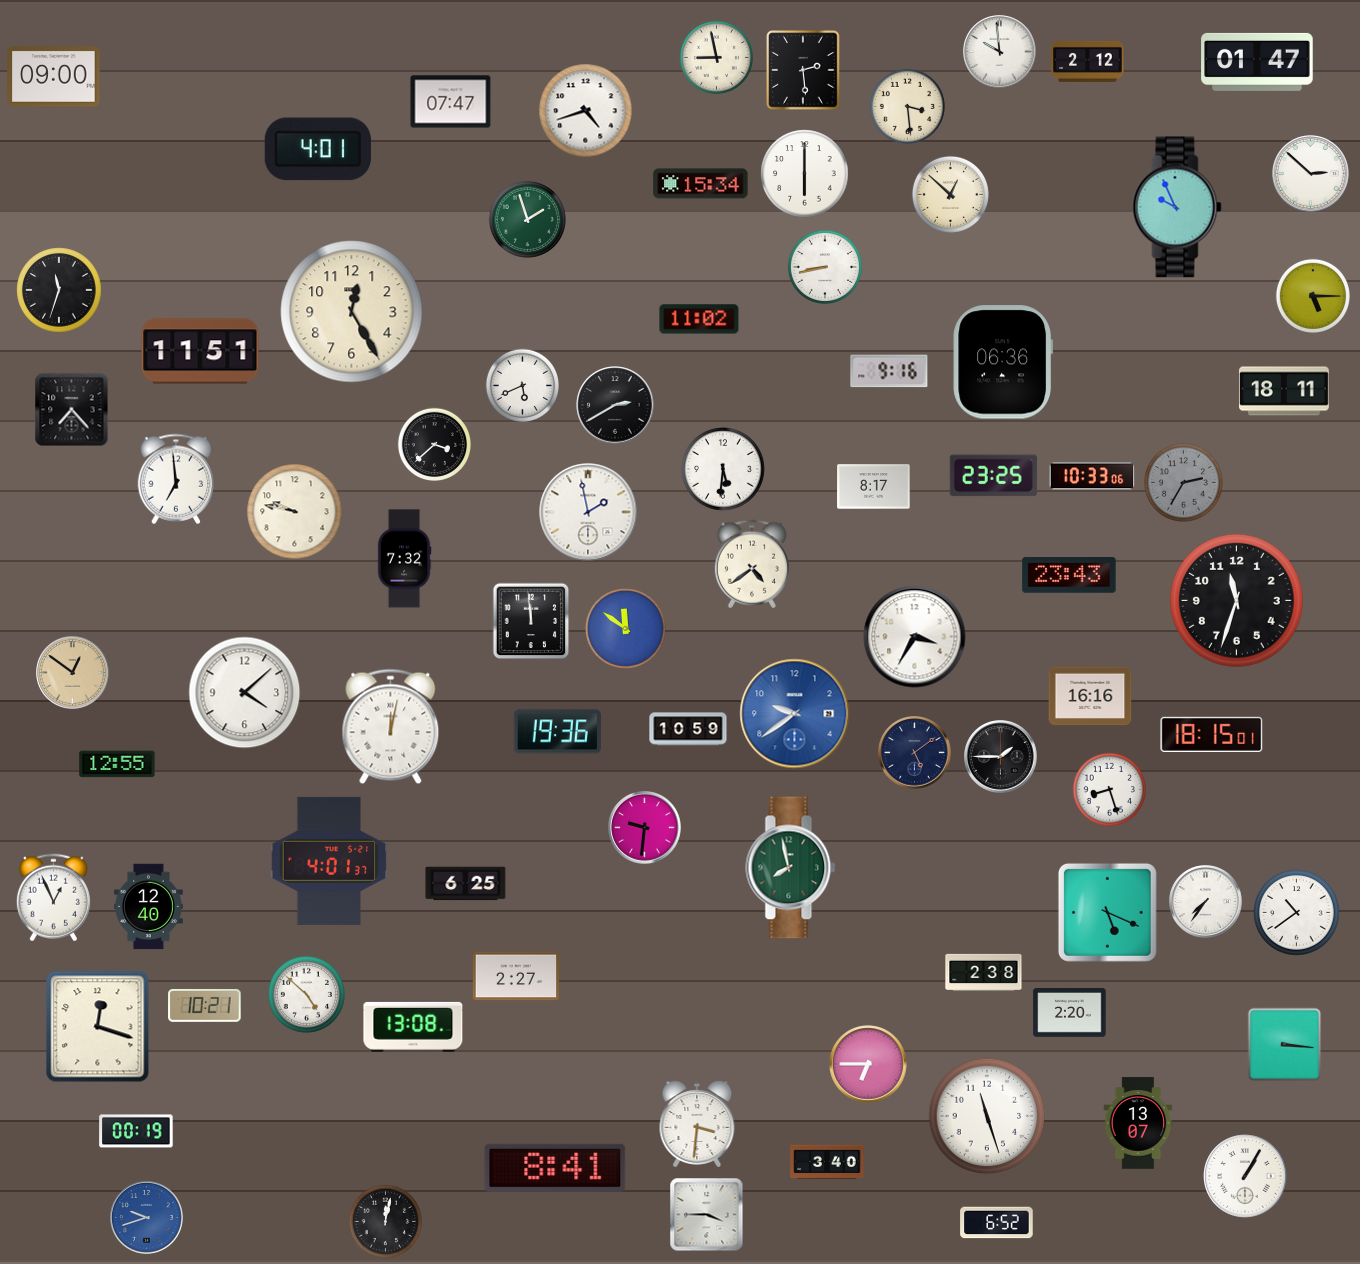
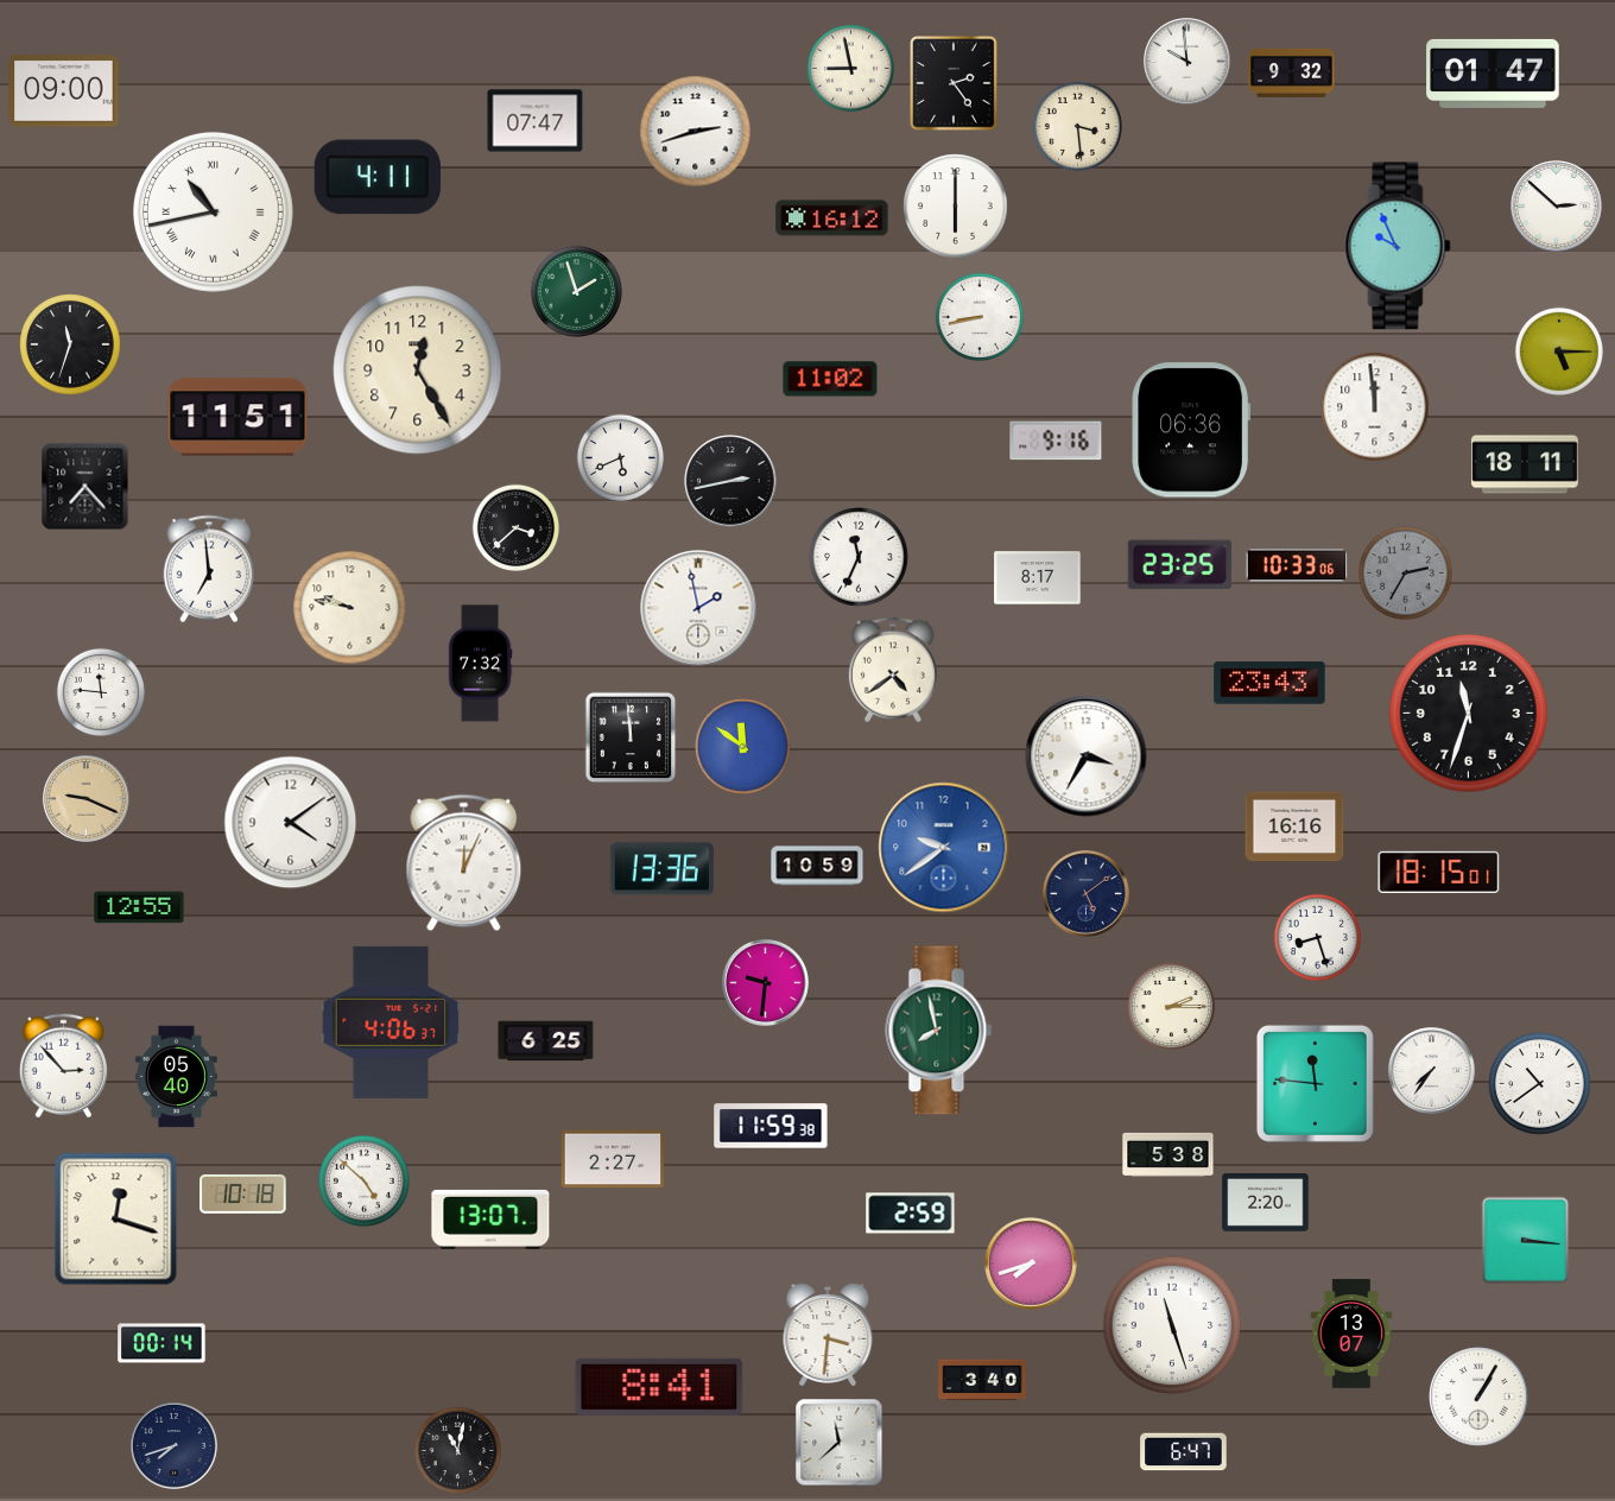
clock at (1088, 61): 2:12 -> 9:32
clock at (803, 70): 2:29 -> 2:24
clock at (586, 111): 4:42 -> 2:42
clock at (318, 149): 4:01 -> 4:11
clock at (214, 213): none -> 10:43
clock at (701, 184): 15:34 -> 16:12
clock at (950, 194): 12:52 -> none
clock at (527, 219) position: (527, 219) -> (576, 291)
clock at (1375, 407): none -> 11:59
clock at (615, 405): 2:40 -> 2:43
clock at (723, 469): 5:31 -> 11:34
clock at (101, 692): none -> 11:46
clock at (73, 673): 12:51 -> 9:19
clock at (245, 693): 4:08 -> 4:09
clock at (391, 727): 12:02 -> 12:04
clock at (557, 732): 19:36 -> 13:36
clock at (1001, 757): 1:45 -> none
clock at (1171, 1006): none -> 2:15
clock at (329, 861): 4:01 -> 4:06
clock at (466, 884) position: (466, 884) -> (546, 1041)
clock at (53, 898): 12:56 -> 2:53
clock at (149, 907): 12:40 -> 05:40
clock at (1107, 912): 5:19 -> 11:46
clock at (771, 1126): none -> 11:59
clock at (984, 973): 2:38 -> 5:38
clock at (205, 1005): 10:21 -> 10:18
clock at (1070, 1013) position: (1070, 1013) -> (1266, 1203)
clock at (911, 1214): none -> 2:59
clock at (413, 1027): 13:08 -> 13:07
clock at (868, 1064): 6:45 -> 7:42
clock at (136, 1131): 00:19 -> 00:14
clock at (707, 1215): 3:45 -> 11:38
clock at (147, 1218): 9:42 -> 7:42
clock at (147, 1218) dial: blue -> navy
clock at (385, 1221): 12:02 -> 11:02
clock at (997, 1223): 6:52 -> 6:47
